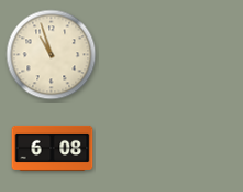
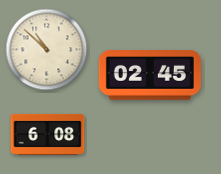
clock at (52, 55): 10:57 -> 10:52
clock at (150, 75): none -> 02:45
